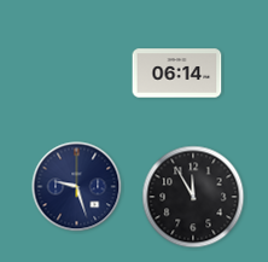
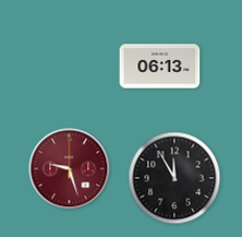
clock at (177, 74): 06:14 -> 06:13
clock at (77, 187) dial: navy -> burgundy
